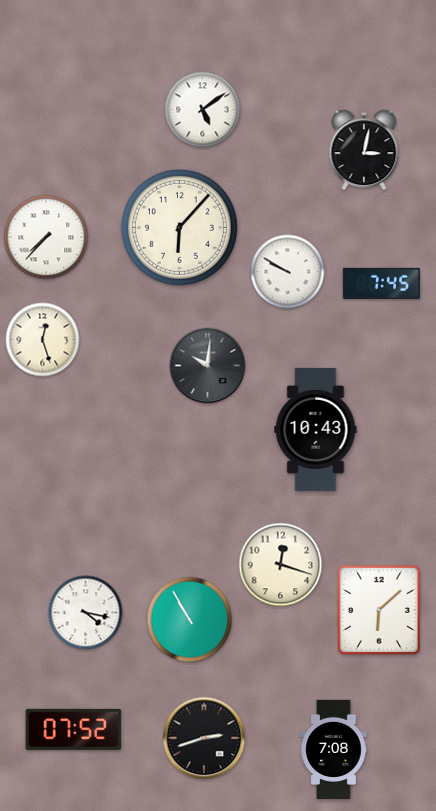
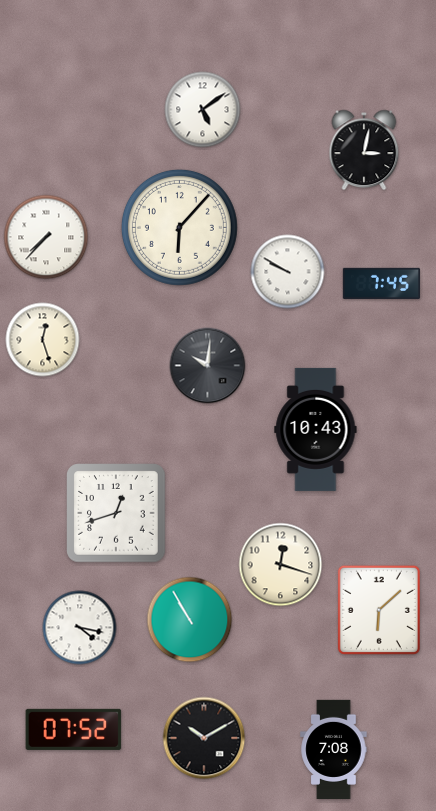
clock at (116, 513): none -> 12:42
clock at (86, 613) position: (86, 613) -> (80, 628)
clock at (204, 738): 2:42 -> 10:10
